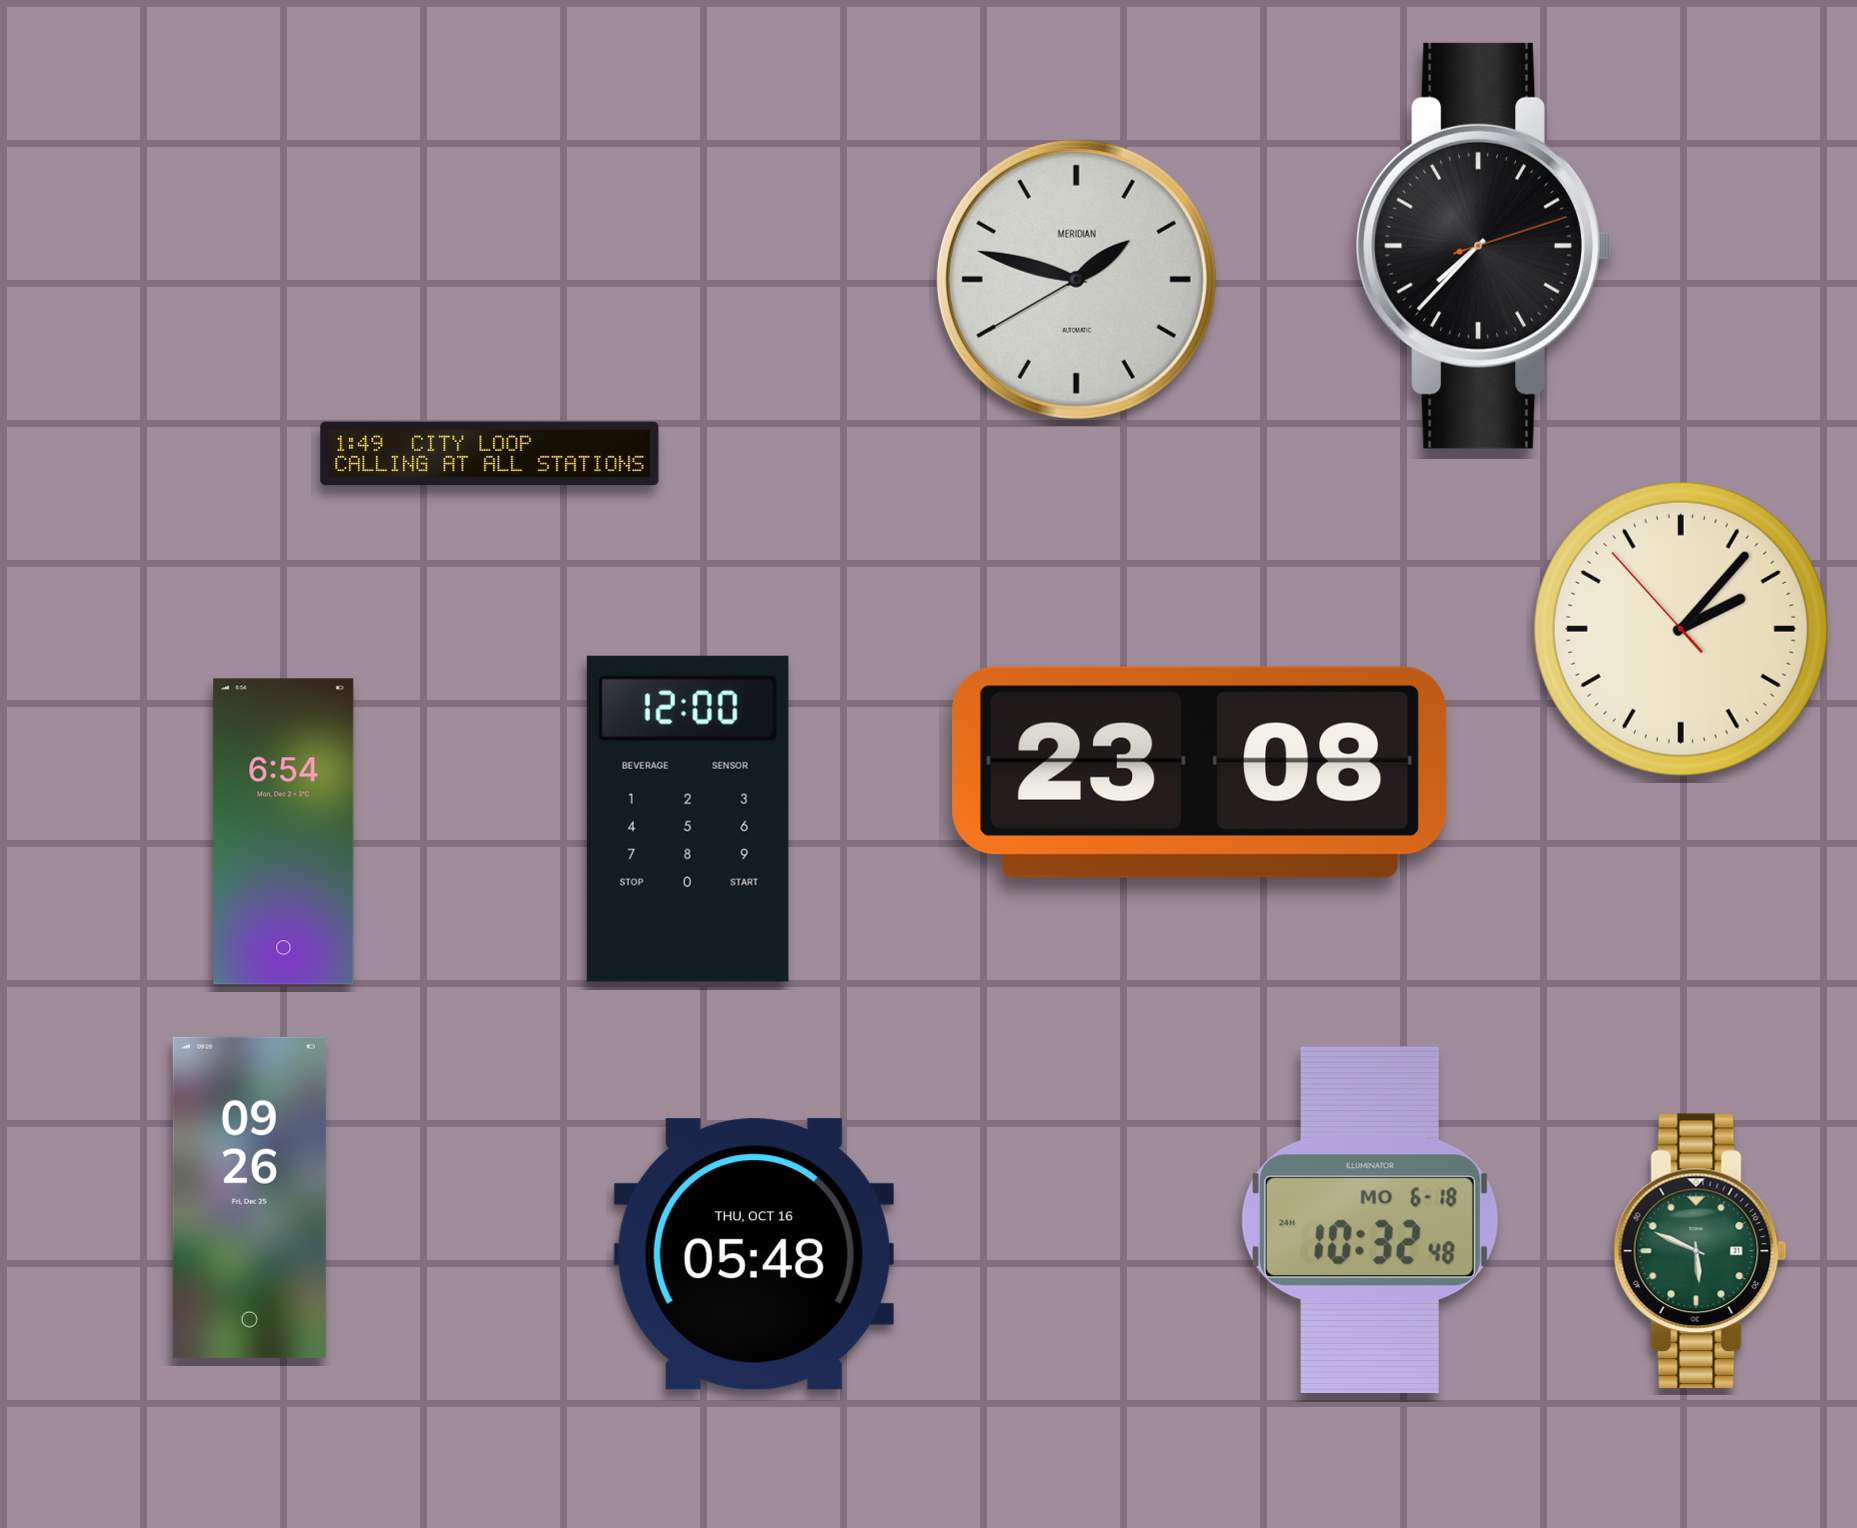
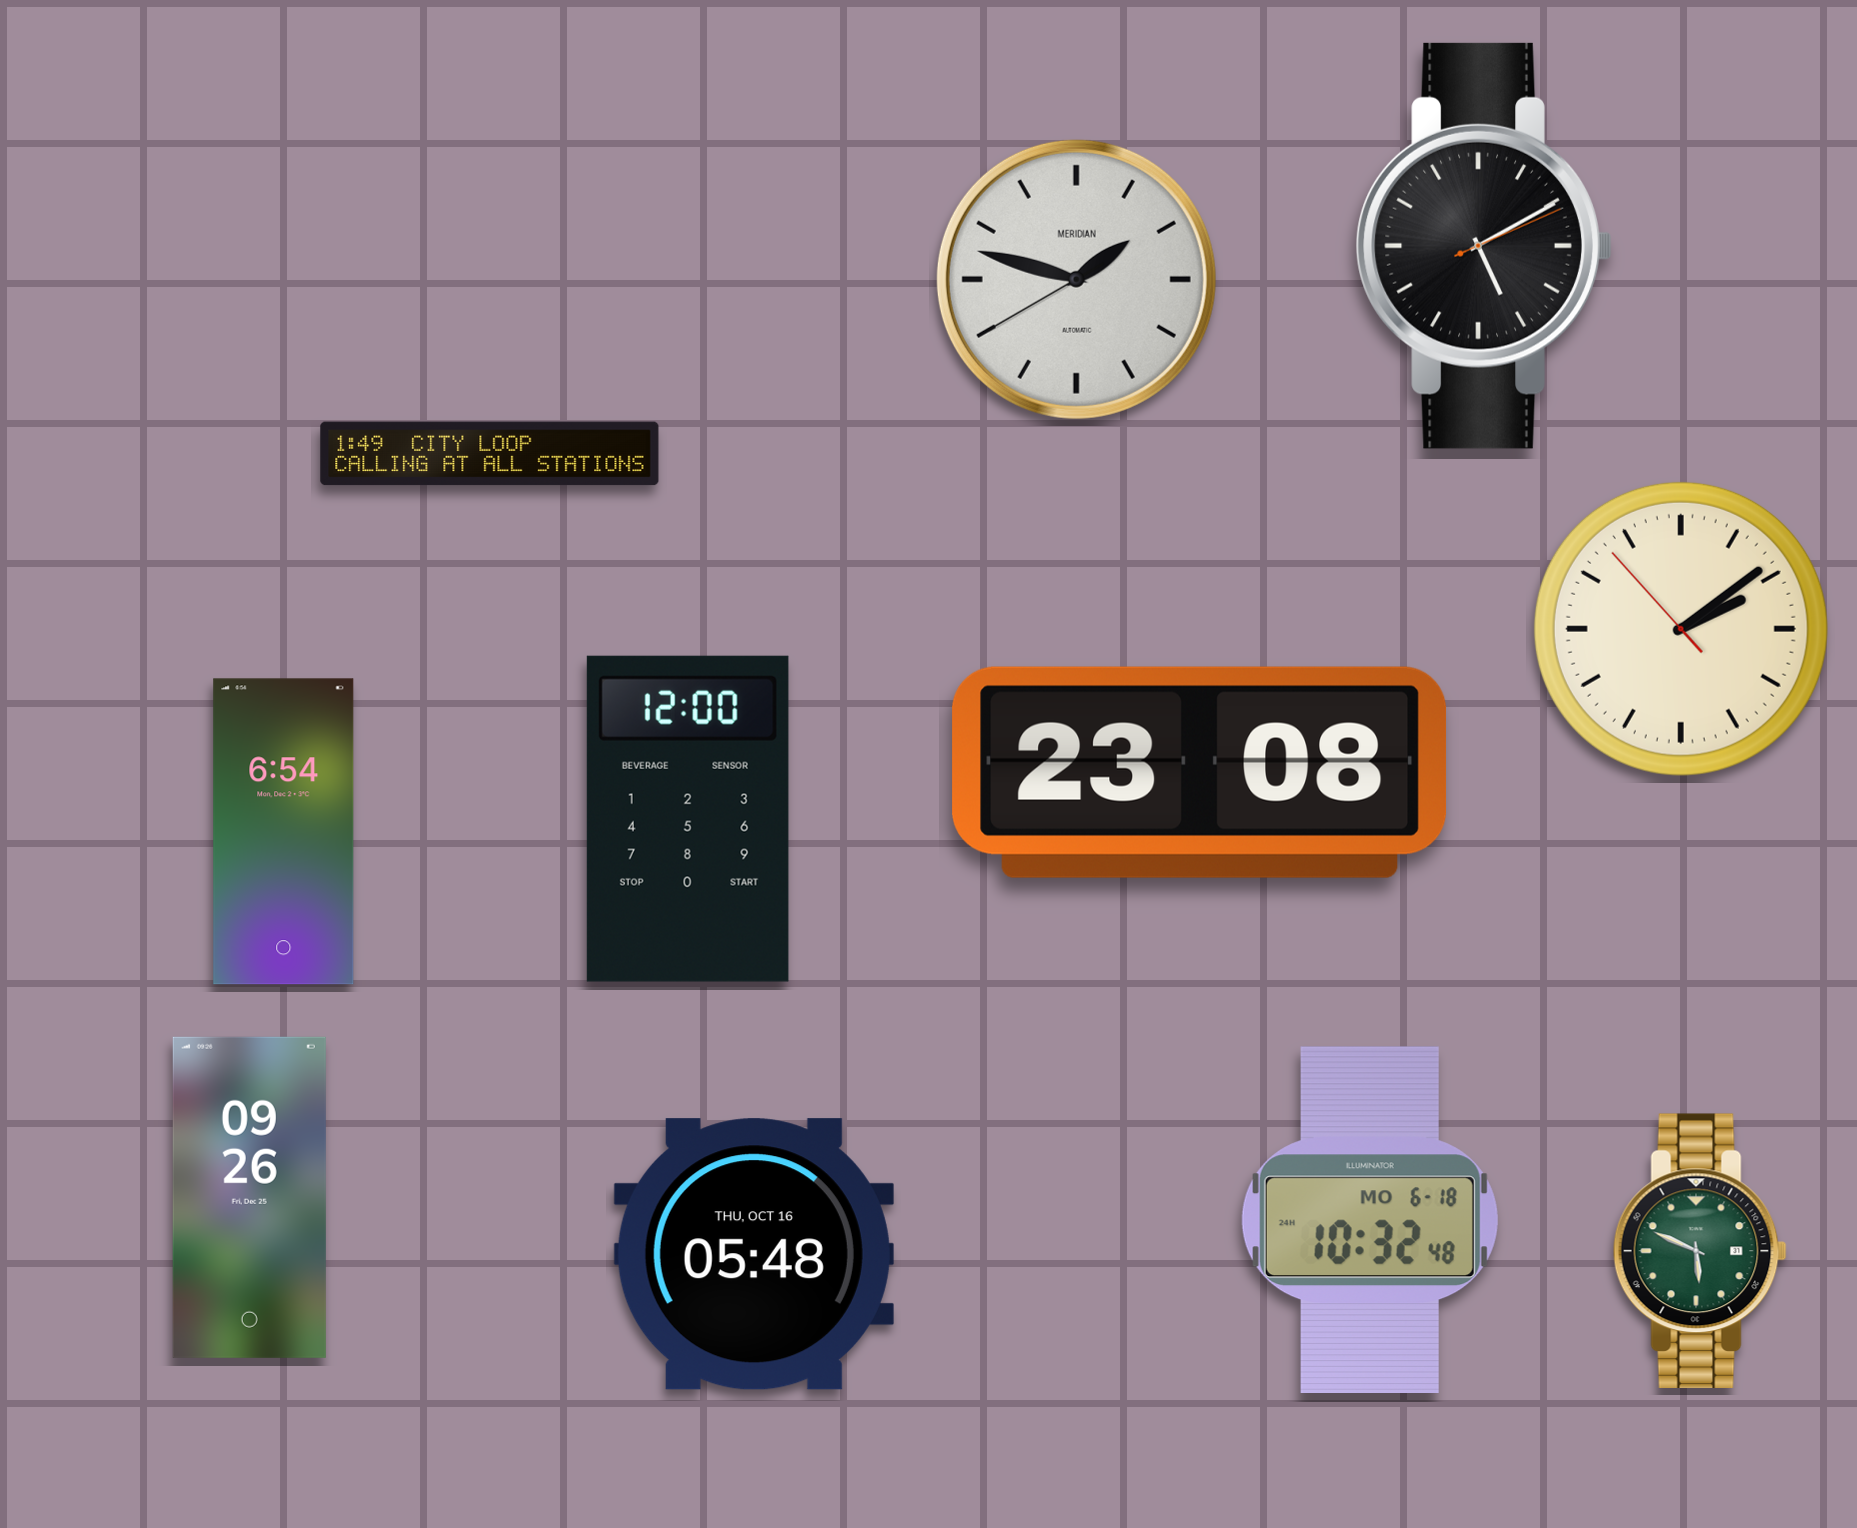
clock at (1484, 246): 7:37 -> 5:10
clock at (1681, 629): 2:06 -> 2:08
